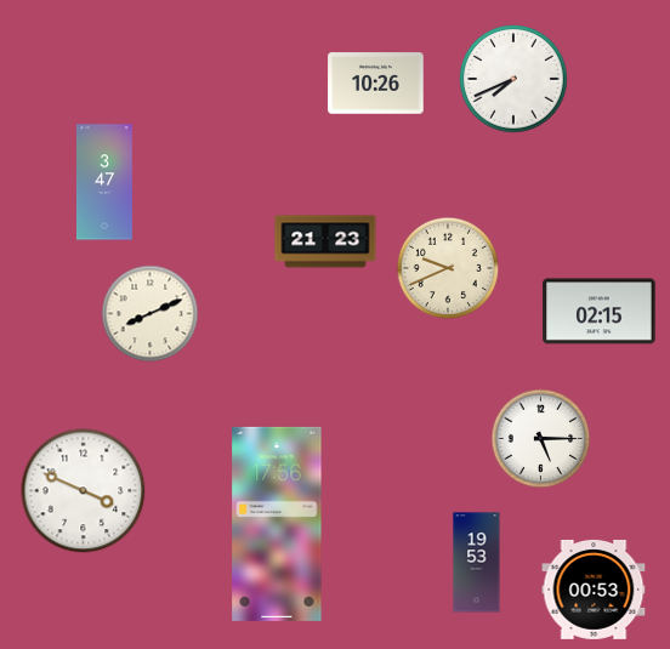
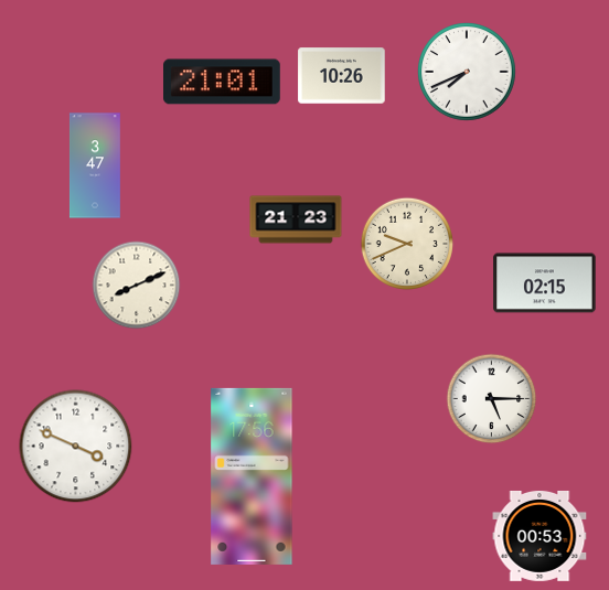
clock at (223, 82): none -> 21:01
clock at (477, 563): 19:53 -> none
